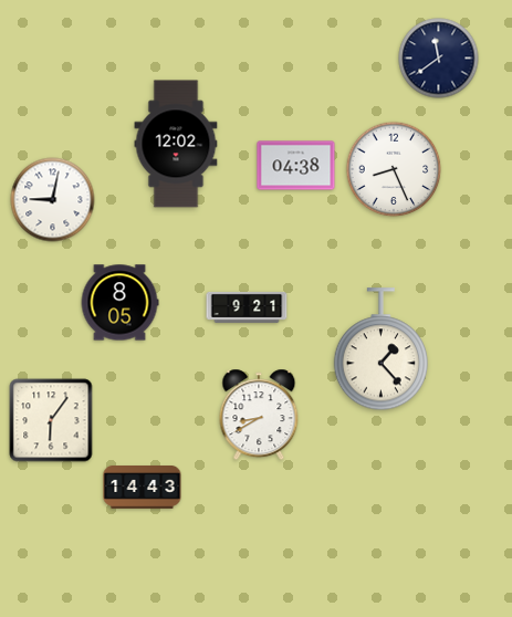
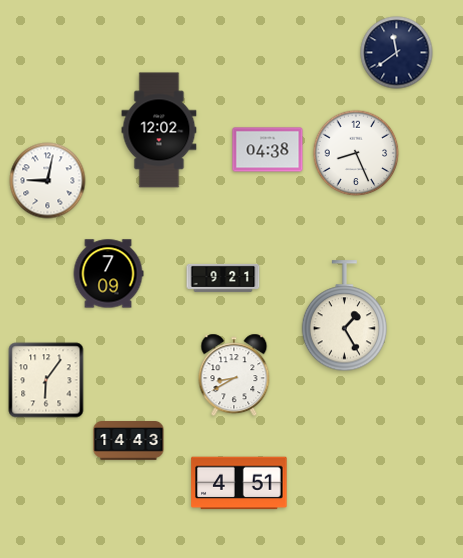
clock at (119, 303): 8:05 -> 7:09
clock at (382, 349): 1:23 -> 1:25
clock at (239, 483): none -> 4:51
